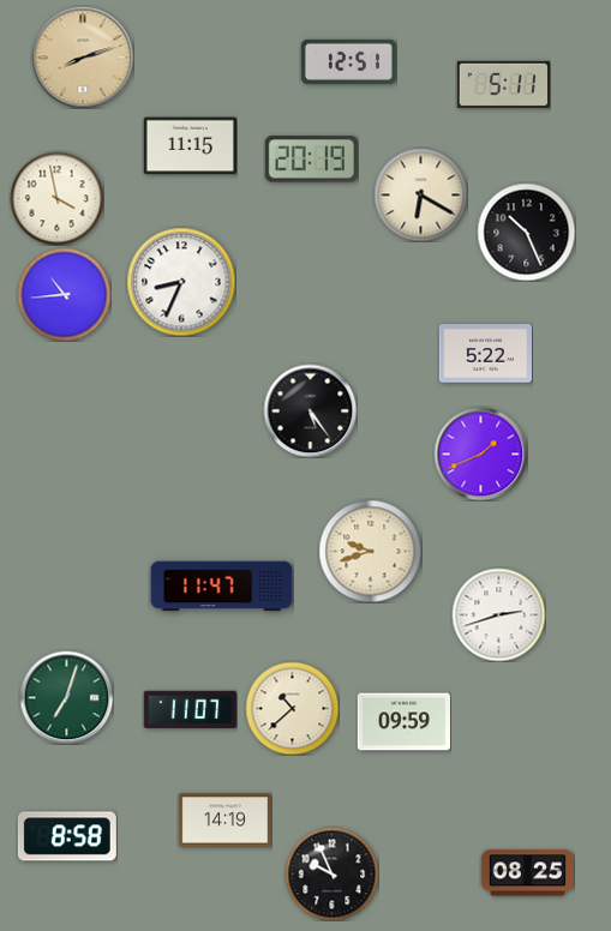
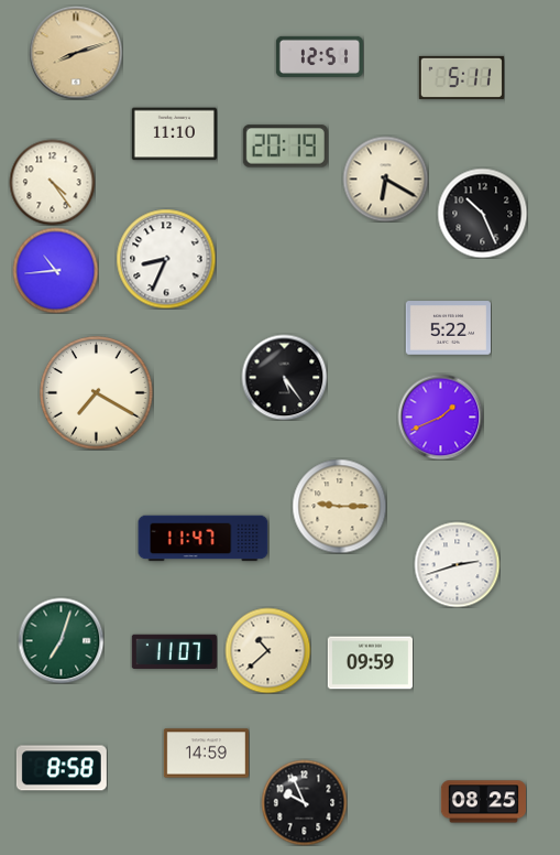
clock at (190, 146): 11:15 -> 11:10
clock at (56, 198): 3:58 -> 4:24
clock at (64, 294) position: (64, 294) -> (55, 270)
clock at (485, 354) position: (485, 354) -> (448, 328)
clock at (97, 393): none -> 7:20
clock at (370, 551): 9:42 -> 9:15
clock at (224, 821): 14:19 -> 14:59
